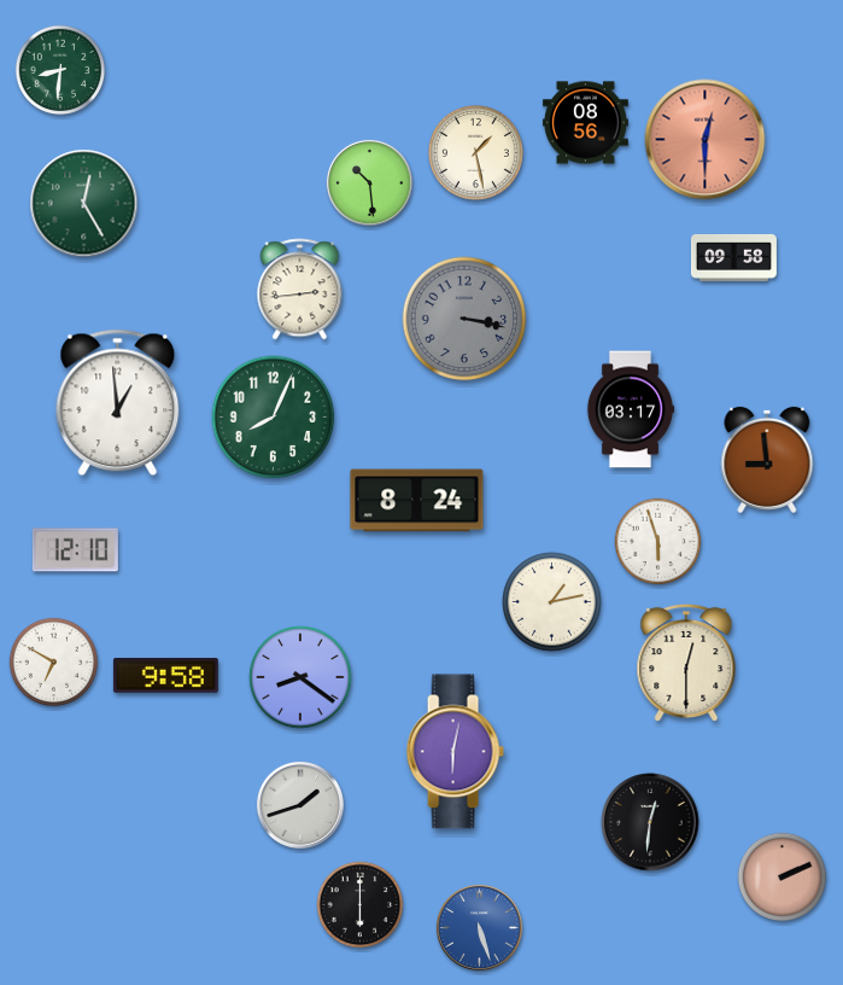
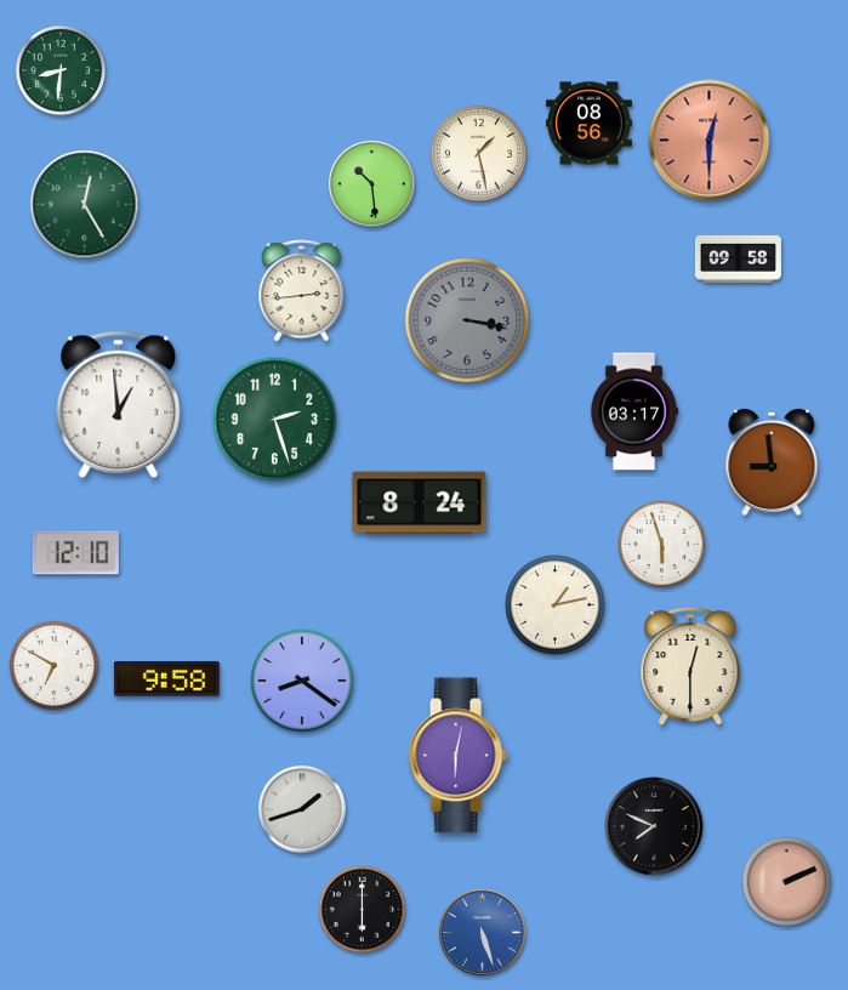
clock at (274, 418): 8:04 -> 2:27
clock at (650, 822): 12:31 -> 7:49
